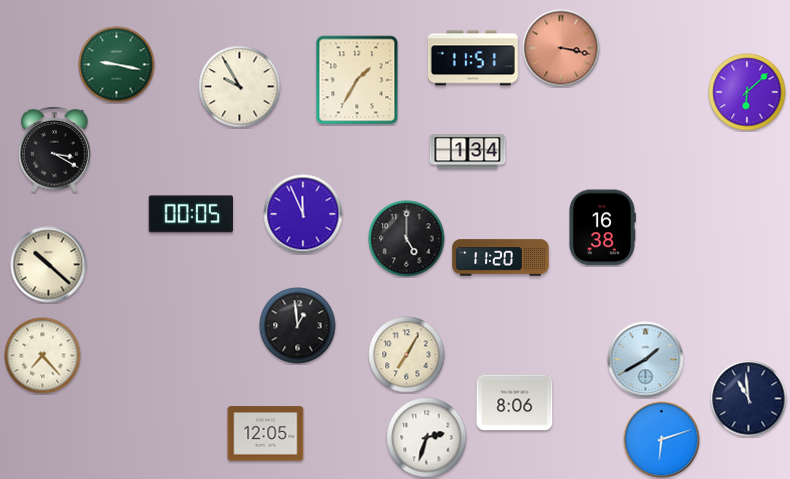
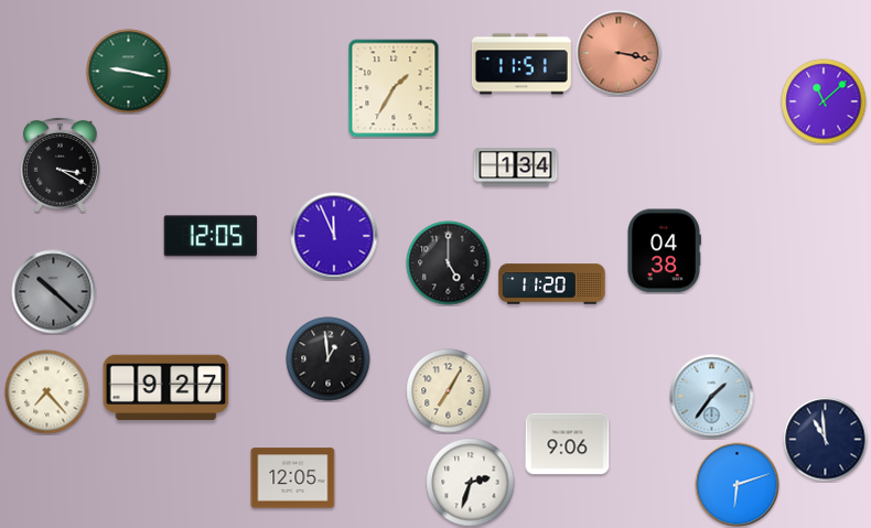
clock at (240, 87): 9:55 -> none
clock at (747, 92): 6:08 -> 11:08
clock at (191, 214): 00:05 -> 12:05
clock at (603, 228): 16:38 -> 04:38
clock at (49, 265) dial: cream -> grey
clock at (166, 388): none -> 9:27
clock at (646, 360): 1:40 -> 1:36
clock at (515, 403): 8:06 -> 9:06
clock at (662, 440) position: (662, 440) -> (738, 485)
